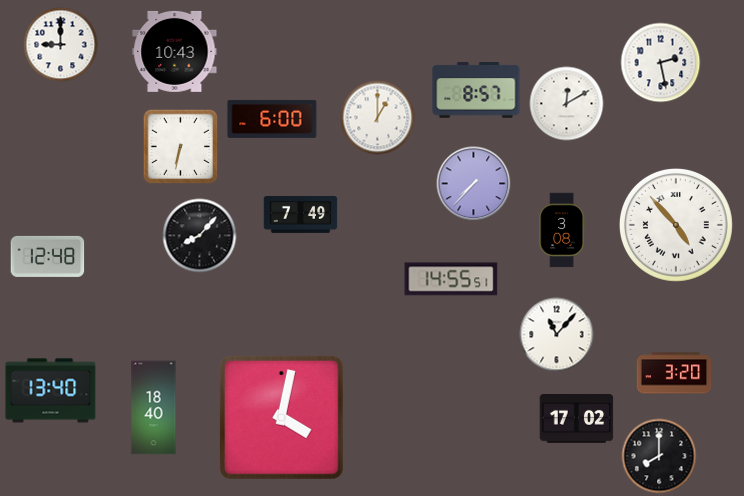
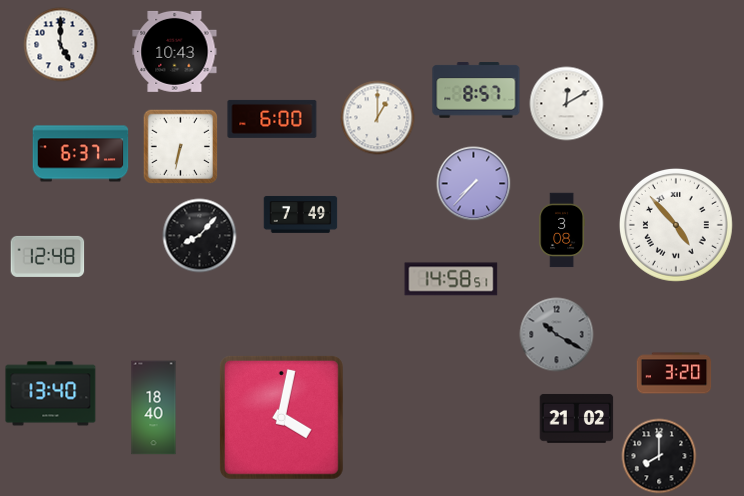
clock at (61, 45): 9:00 -> 5:00
clock at (661, 63): 2:28 -> none
clock at (81, 154): none -> 6:37
clock at (451, 279): 14:55 -> 14:58
clock at (557, 335): 11:07 -> 10:20
clock at (557, 335) dial: white -> grey
clock at (51, 391) position: (51, 391) -> (51, 394)
clock at (577, 418): 17:02 -> 21:02
